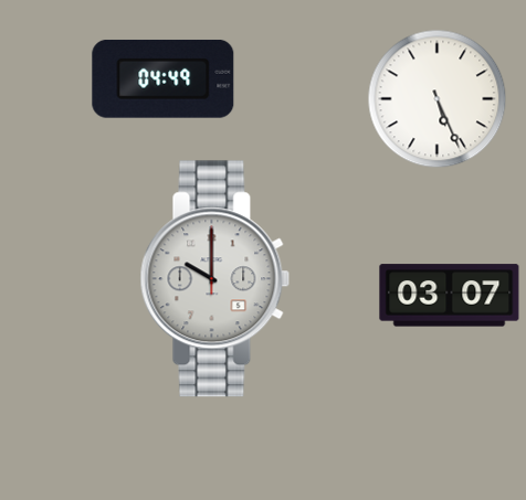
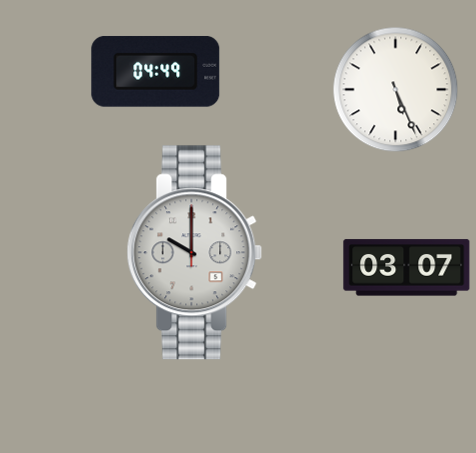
clock at (164, 78) position: (164, 78) -> (156, 71)
